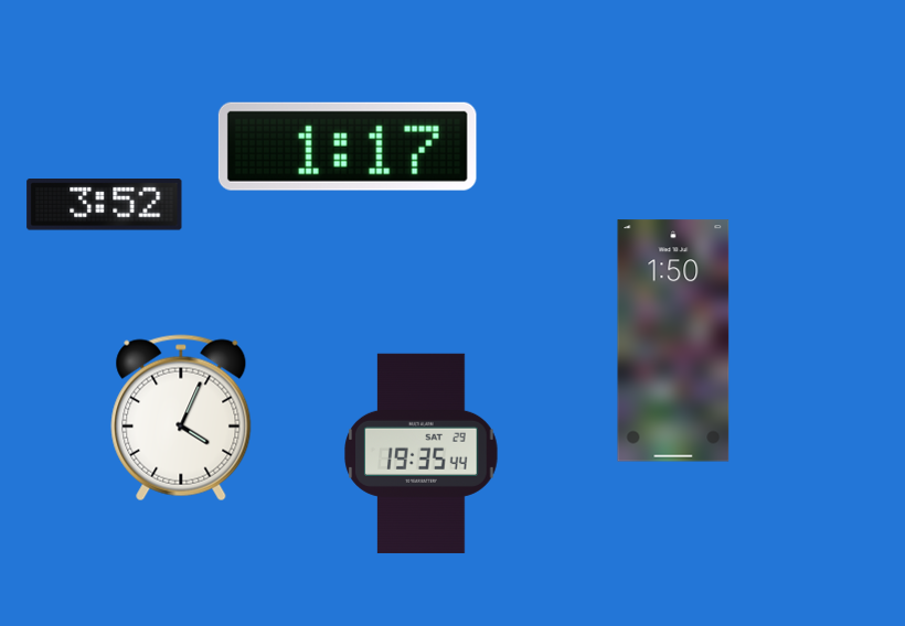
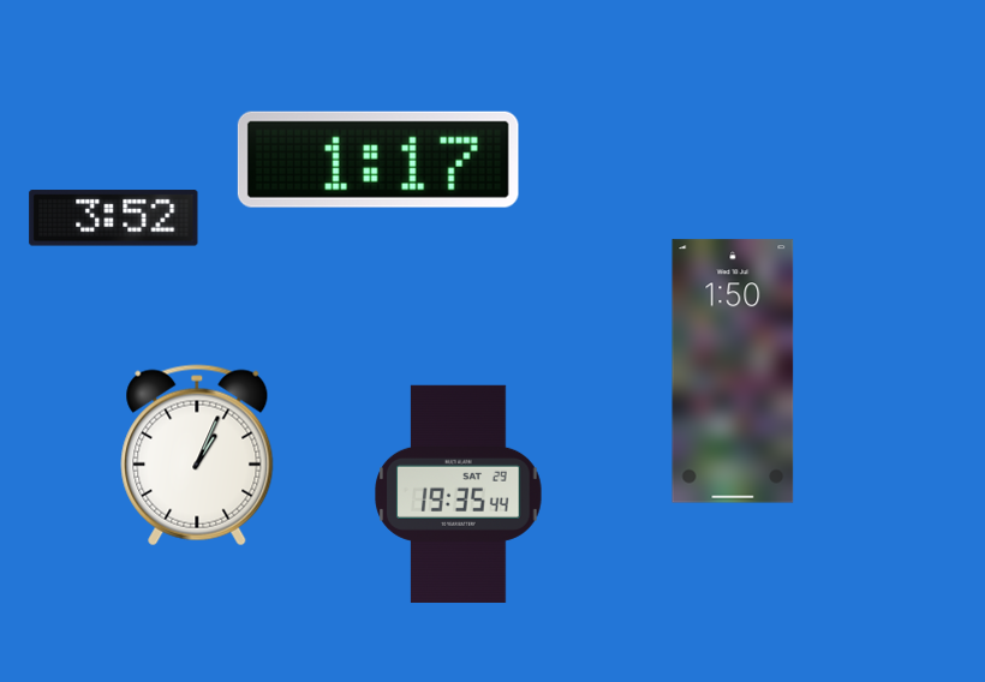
clock at (105, 205) position: (105, 205) -> (114, 219)
clock at (181, 418): 4:04 -> 1:04
